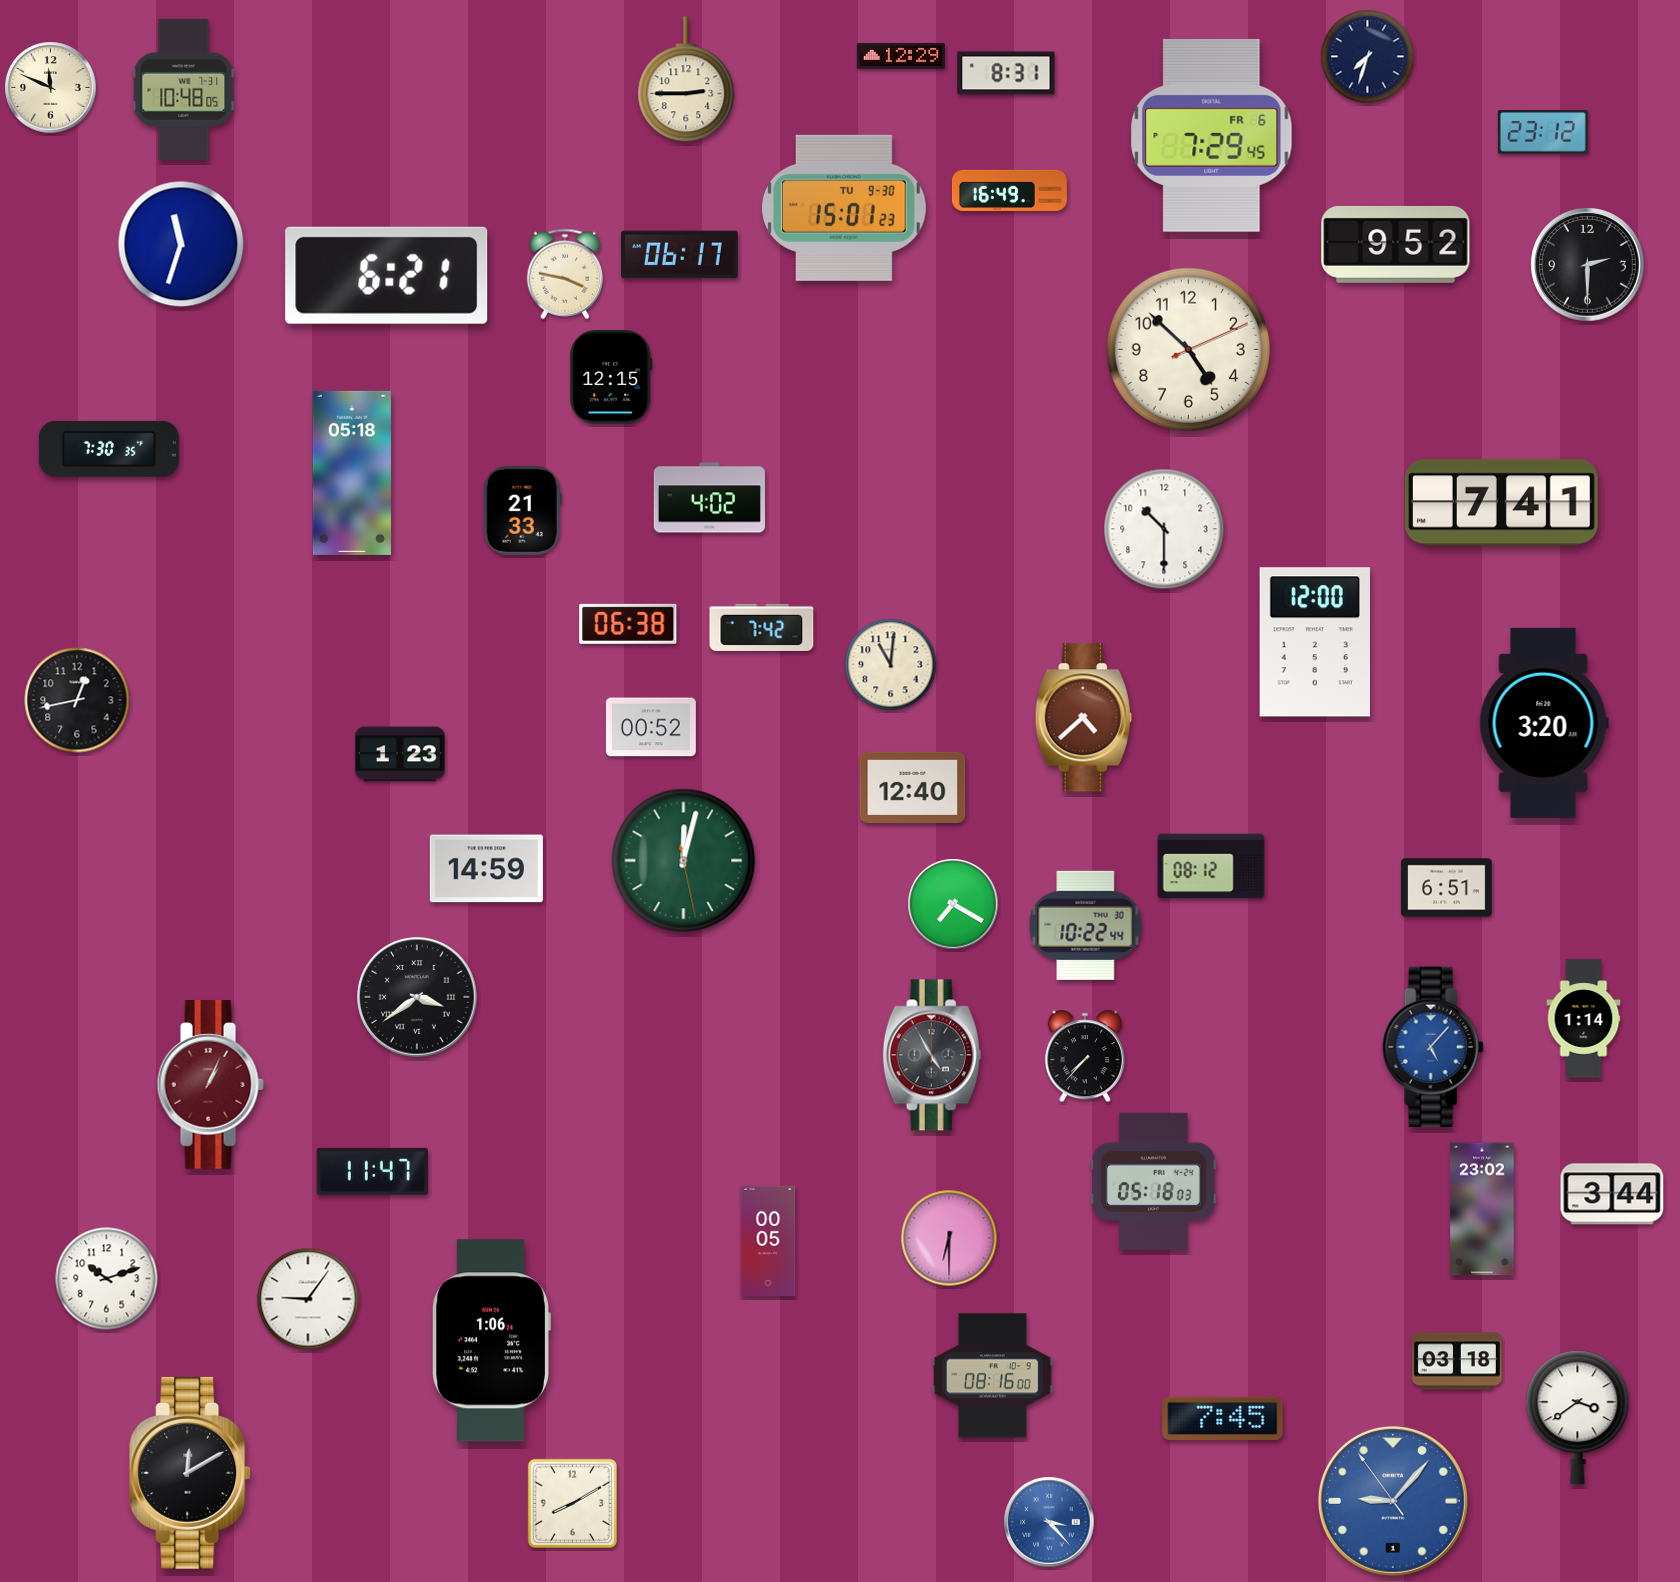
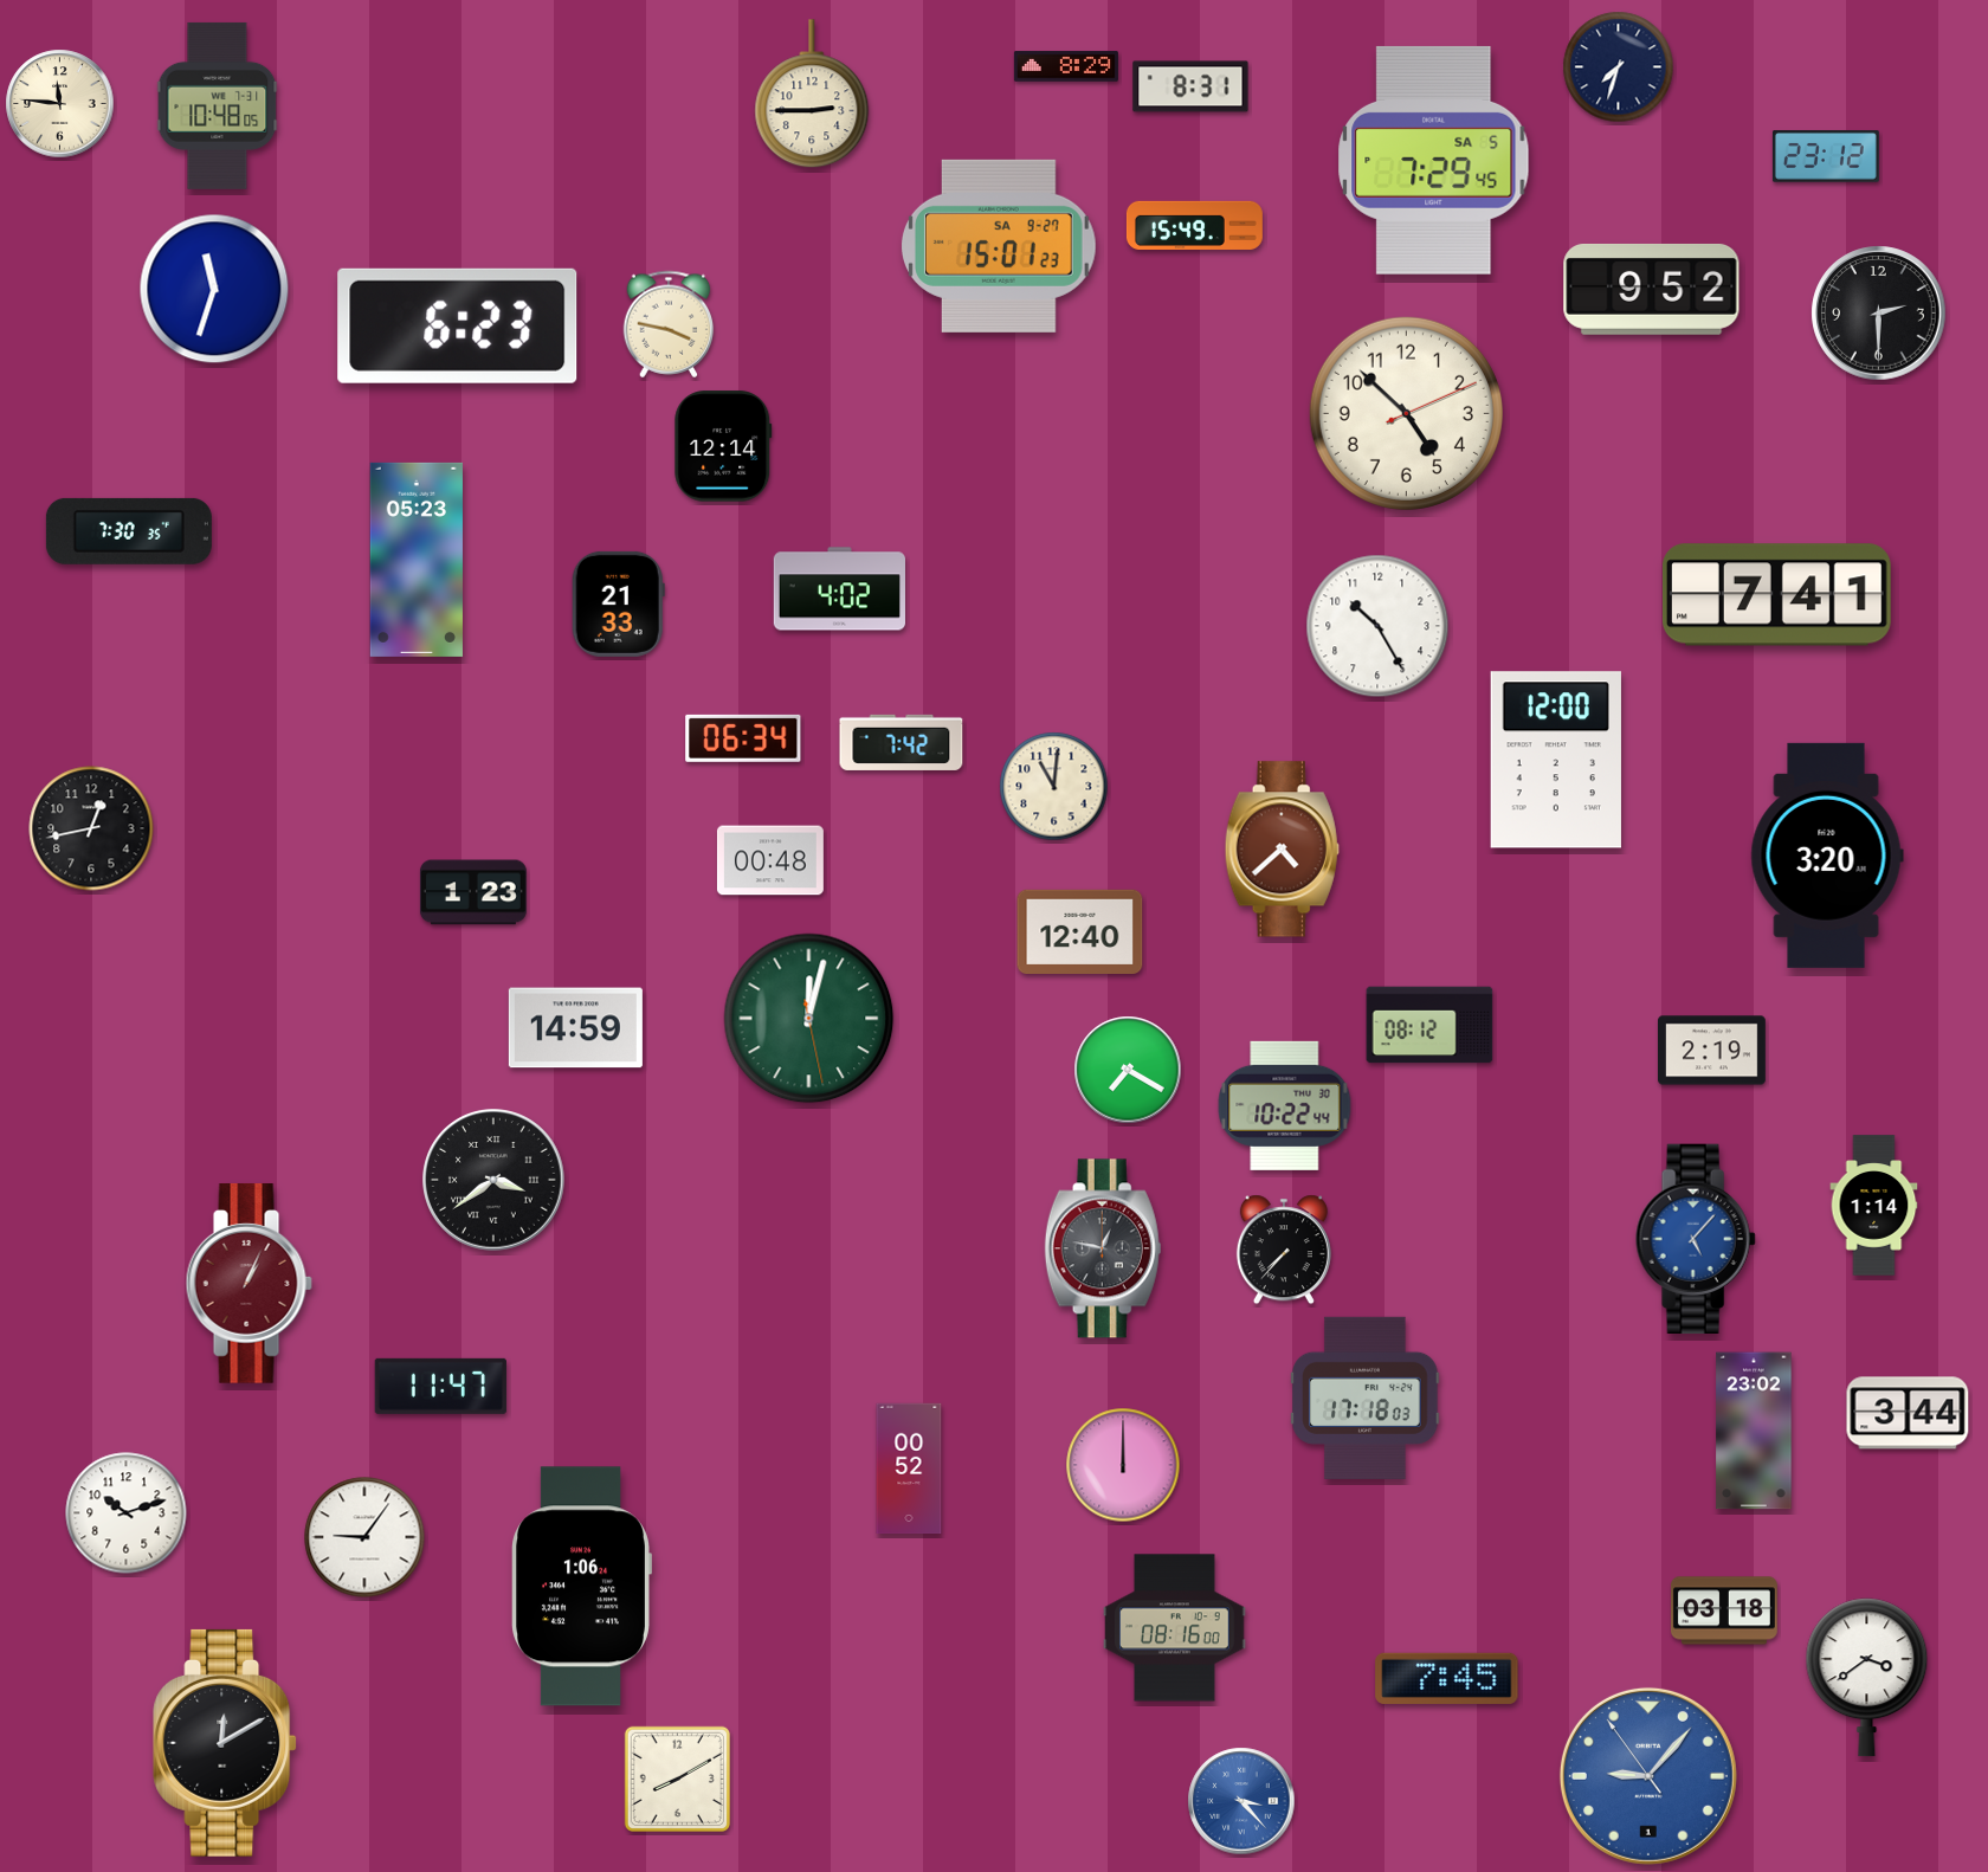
clock at (901, 56): 12:29 -> 8:29
clock at (51, 88): 11:49 -> 11:46
clock at (1212, 135) date: FR 6 -> SA 5
clock at (1009, 190): 16:49 -> 15:49
clock at (844, 208) date: TU 9-30 -> SA 9-27
clock at (680, 255): 06:17 -> none
clock at (387, 275): 6:21 -> 6:23
clock at (611, 377): 12:15 -> 12:14
clock at (351, 473): 05:18 -> 05:23
clock at (1164, 529): 10:30 -> 10:25
clock at (628, 624): 06:38 -> 06:34
clock at (651, 727): 00:52 -> 00:48
clock at (1211, 866) position: (1211, 866) -> (1429, 1025)
clock at (1447, 888): 6:51 -> 2:19
clock at (1086, 925) position: (1086, 925) -> (1285, 1105)
clock at (932, 1055): 4:55 -> 12:47
clock at (1154, 1181): 05:18 -> 17:18
clock at (949, 1238): 6:30 -> 12:00
clock at (768, 1241): 00:05 -> 00:52
